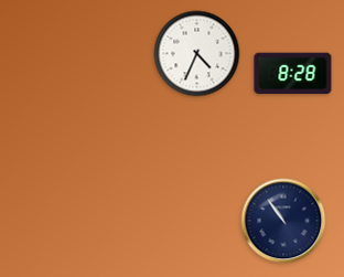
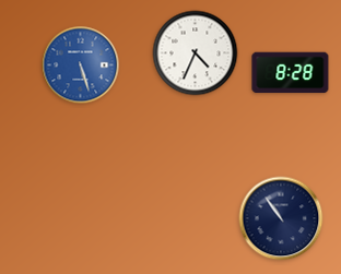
clock at (81, 65): none -> 5:27
